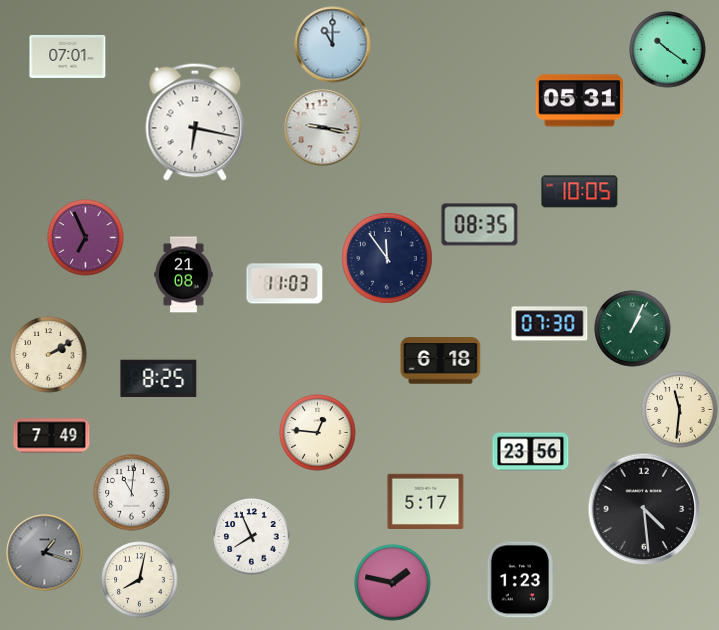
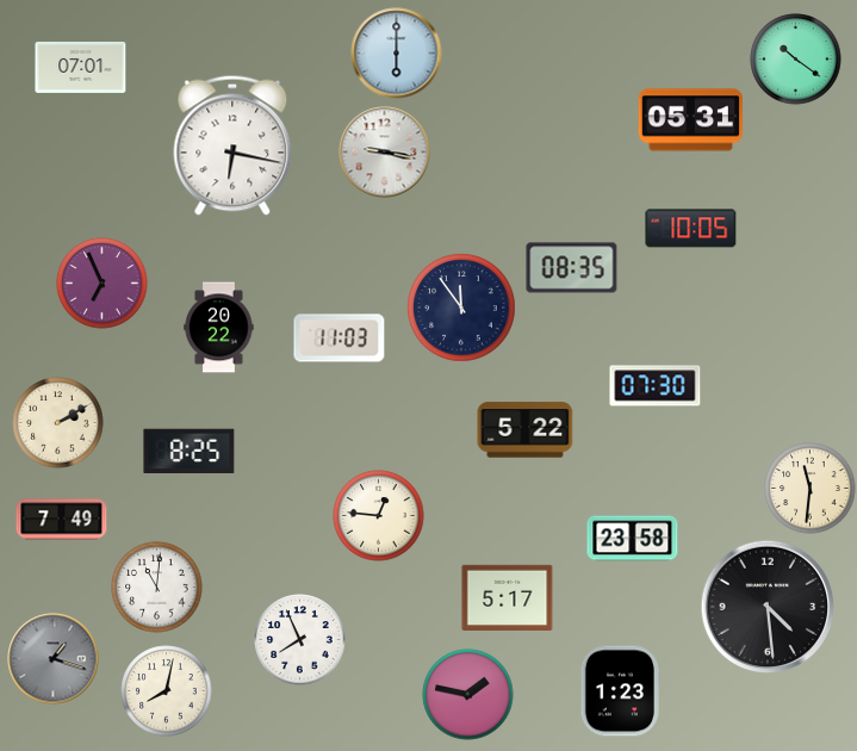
clock at (333, 45): 11:00 -> 6:00
clock at (184, 275): 21:08 -> 20:22
clock at (633, 329): 1:04 -> none
clock at (441, 361): 6:18 -> 5:22
clock at (531, 452): 23:56 -> 23:58
